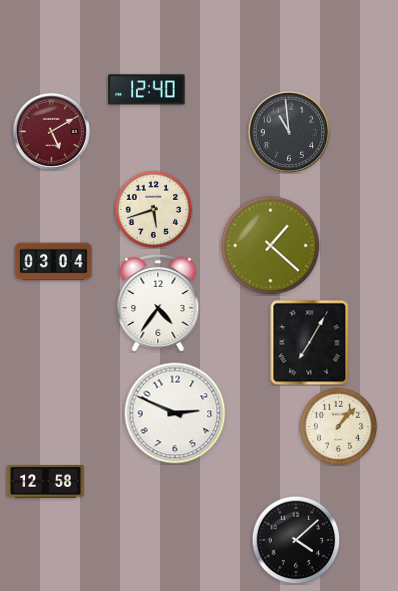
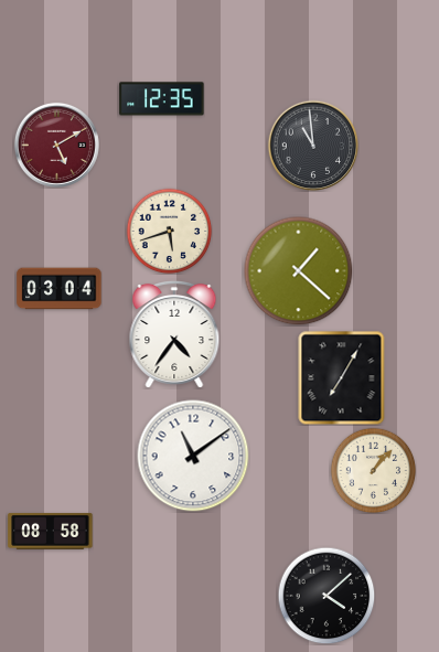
clock at (147, 90): 12:40 -> 12:35
clock at (288, 131) position: (288, 131) -> (312, 145)
clock at (175, 413): 2:49 -> 11:09
clock at (46, 481): 12:58 -> 08:58
